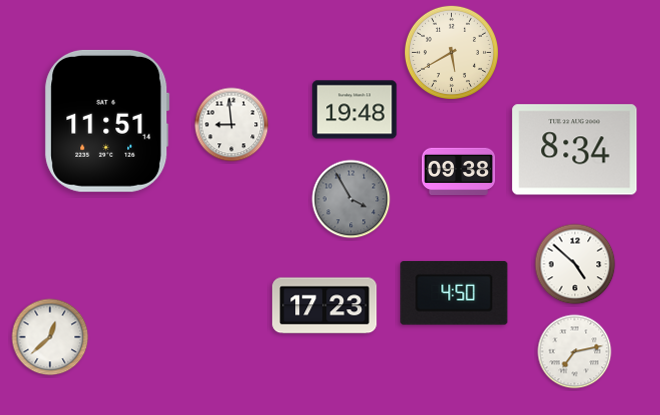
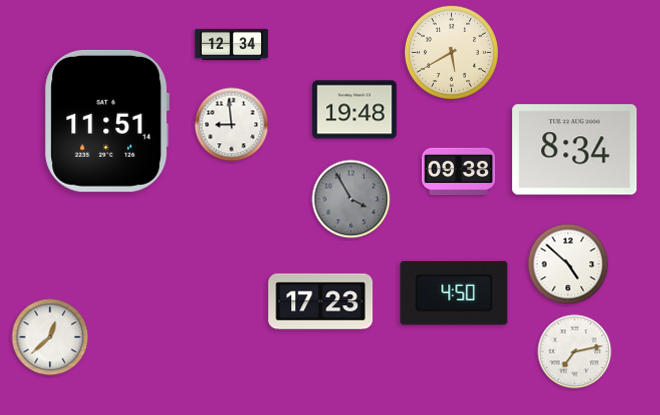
clock at (232, 45): none -> 12:34
clock at (575, 264) position: (575, 264) -> (568, 264)
clock at (325, 306) position: (325, 306) -> (321, 302)
